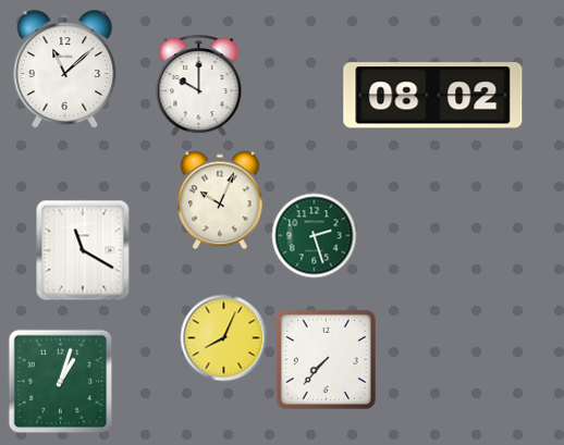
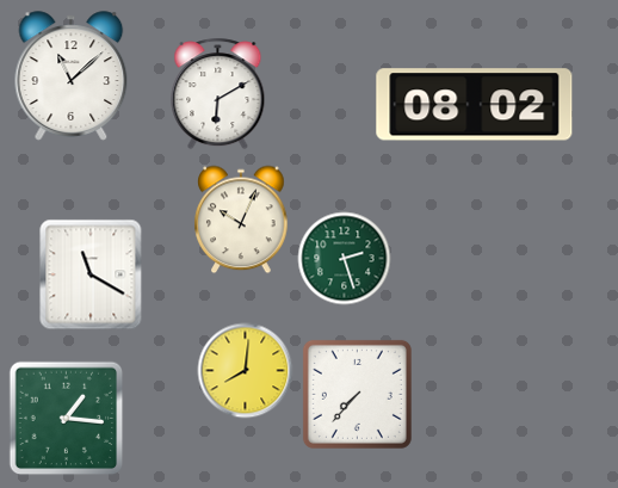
clock at (199, 85): 10:00 -> 6:10
clock at (223, 337): 8:04 -> 8:01
clock at (60, 381): 1:03 -> 1:16
